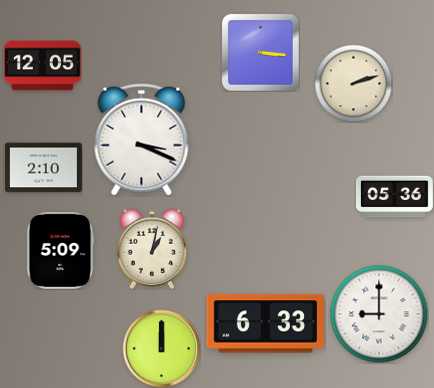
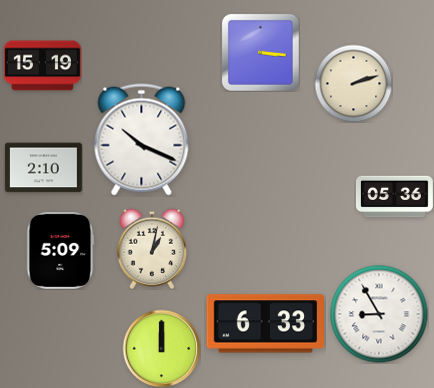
clock at (43, 66): 12:05 -> 15:19
clock at (142, 140): 3:19 -> 10:19
clock at (379, 314): 9:00 -> 8:55
